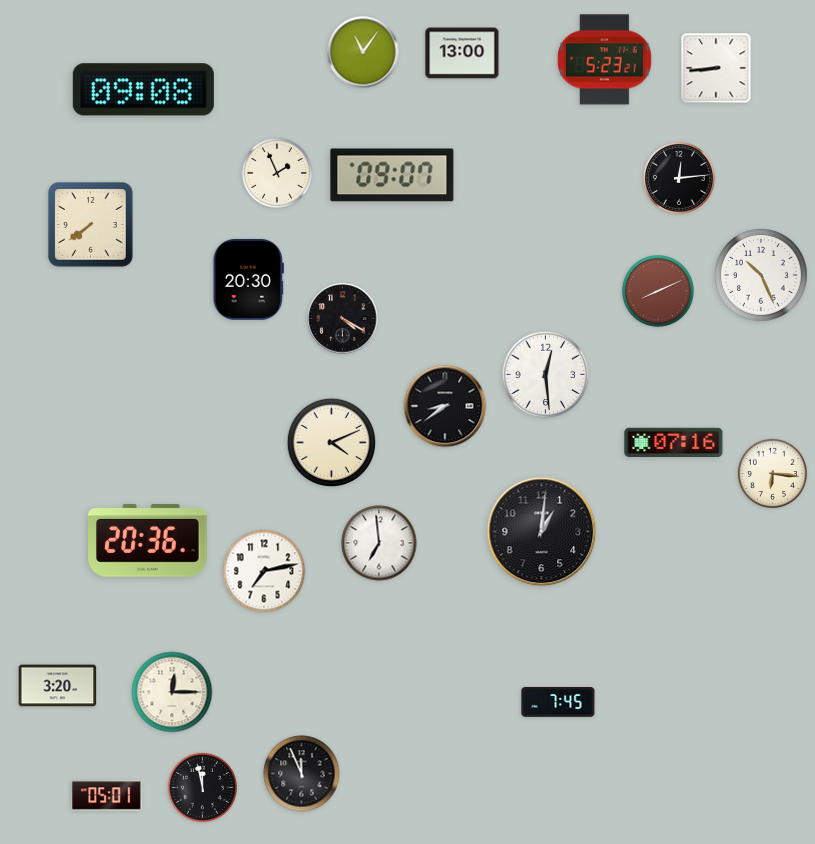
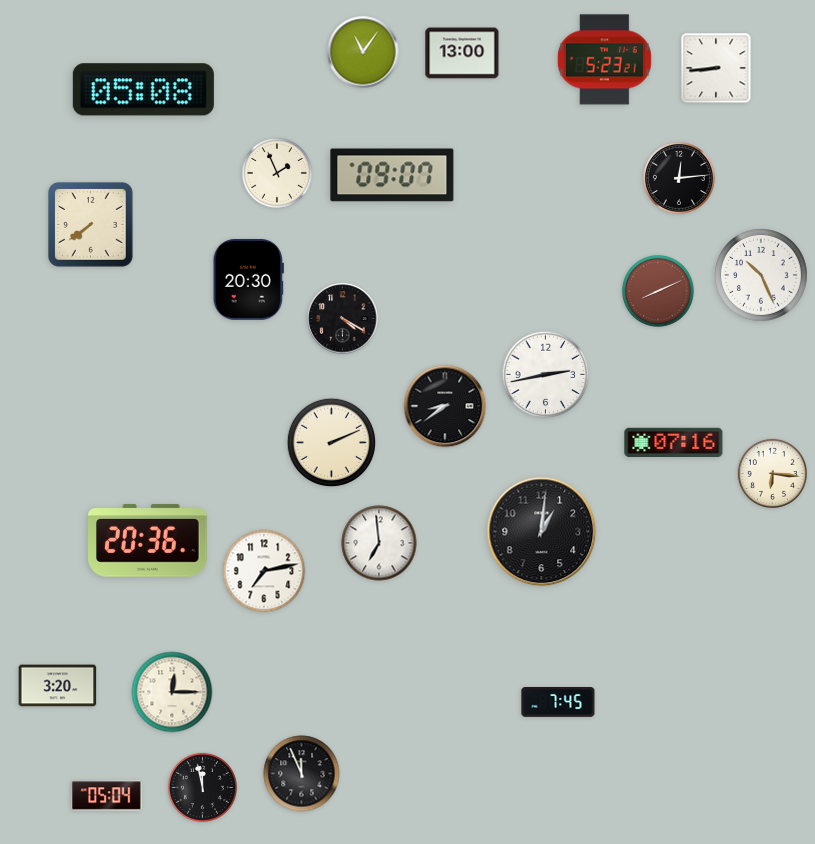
clock at (143, 90): 09:08 -> 05:08
clock at (546, 375): 12:29 -> 2:43
clock at (331, 442): 4:11 -> 2:11
clock at (107, 796): 05:01 -> 05:04
